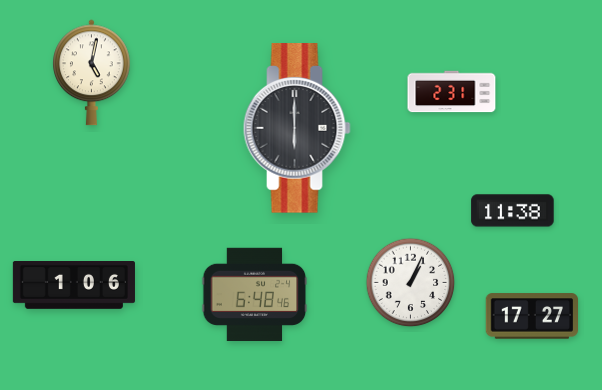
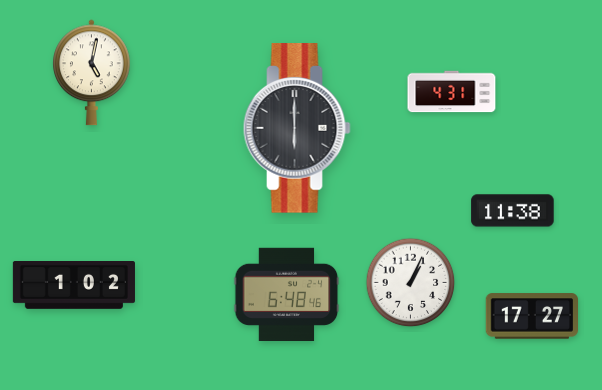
clock at (452, 92): 2:31 -> 4:31
clock at (74, 286): 1:06 -> 1:02
clock at (255, 294) position: (255, 294) -> (287, 294)
